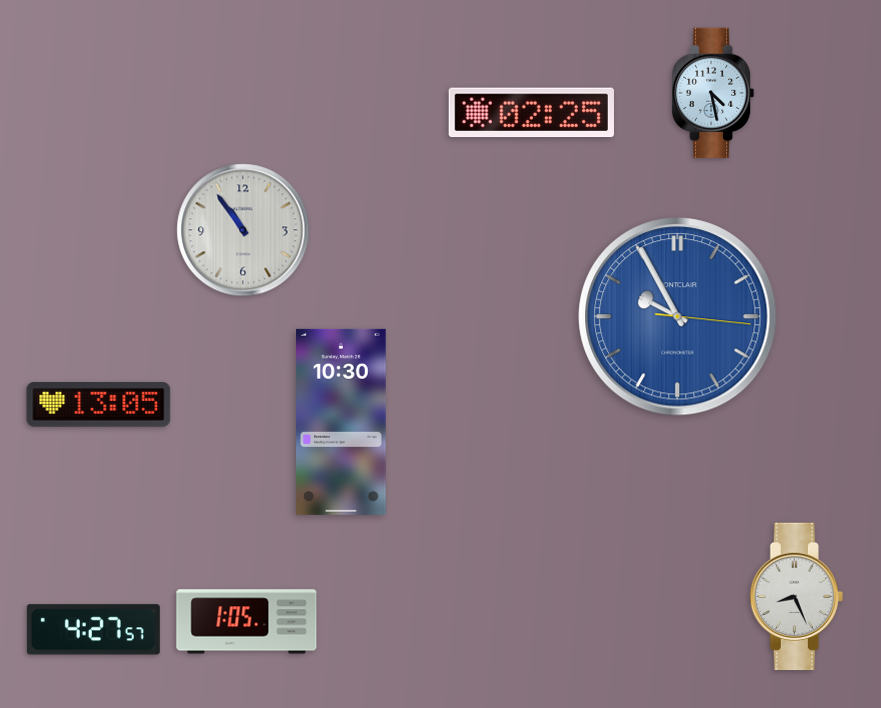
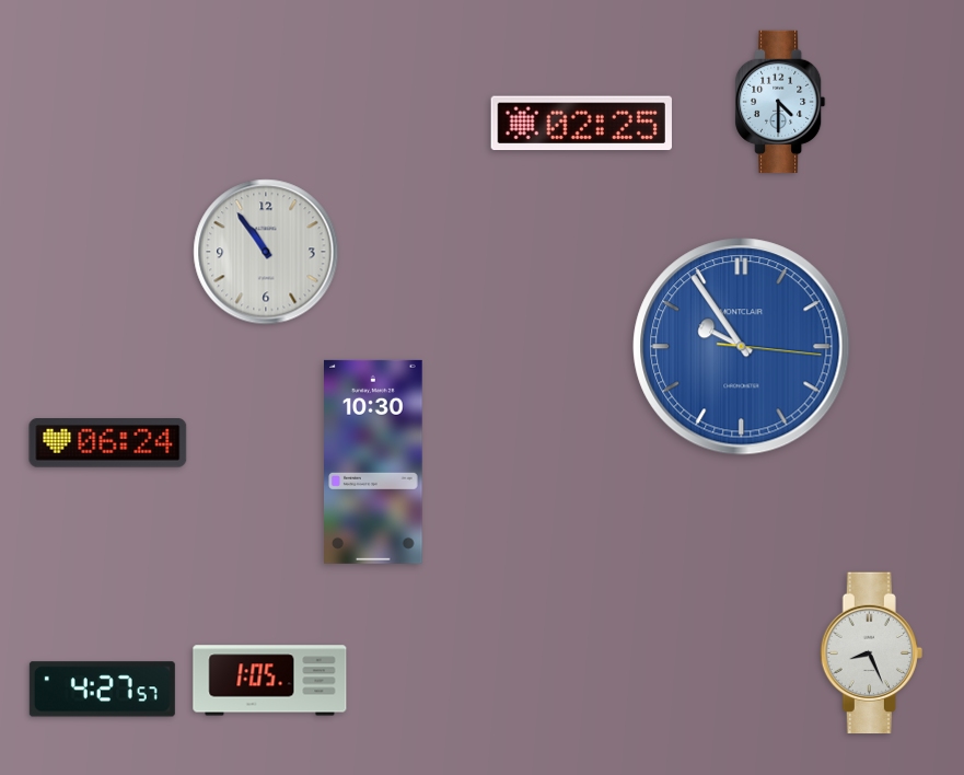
clock at (714, 92): 4:28 -> 4:30
clock at (678, 317): 9:55 -> 9:54
clock at (99, 405): 13:05 -> 06:24
